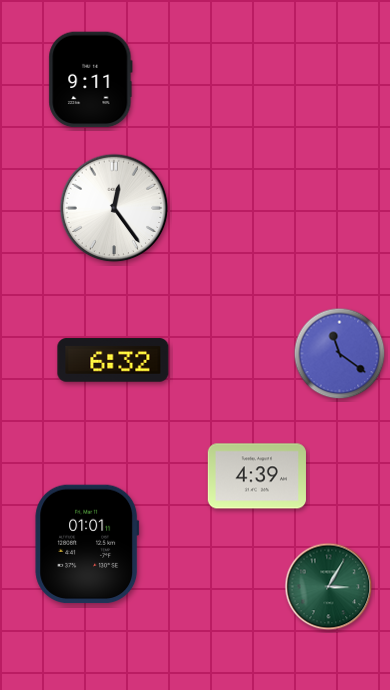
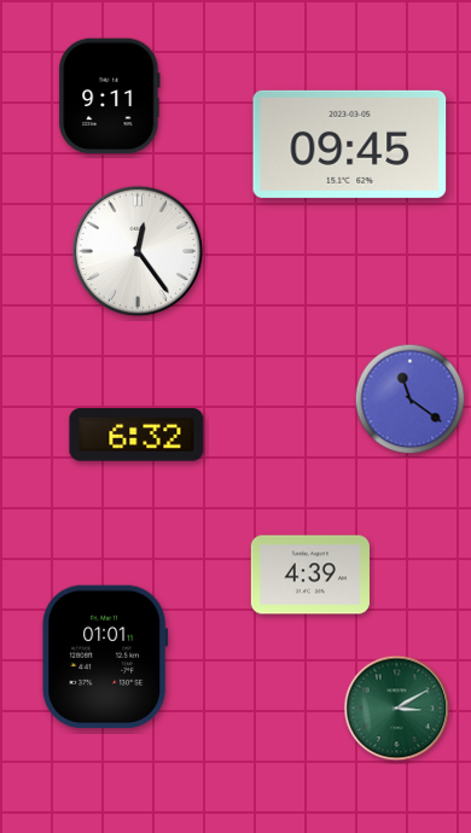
clock at (350, 144): none -> 09:45
clock at (340, 354) position: (340, 354) -> (411, 400)
clock at (329, 587): 3:05 -> 3:10
